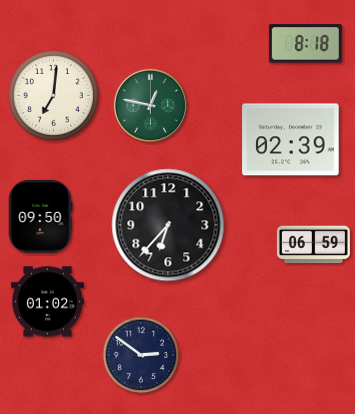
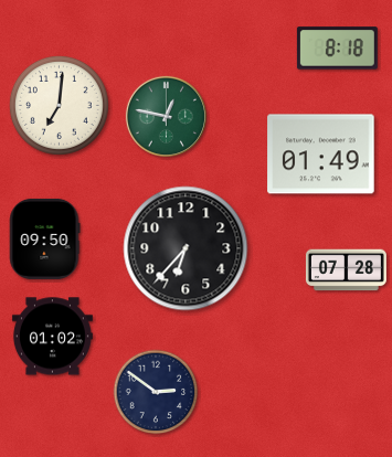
clock at (291, 140): 02:39 -> 01:49
clock at (313, 245): 06:59 -> 07:28
clock at (47, 302) position: (47, 302) -> (52, 337)
